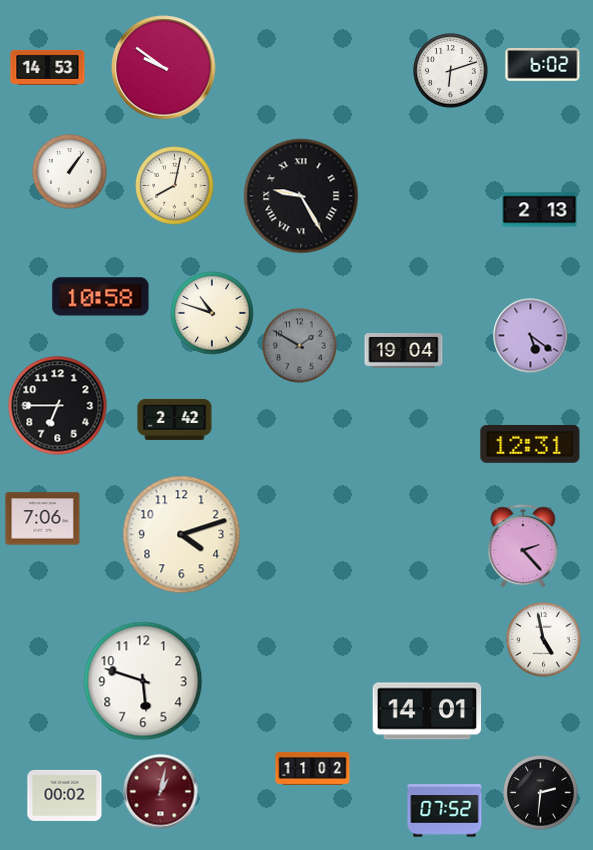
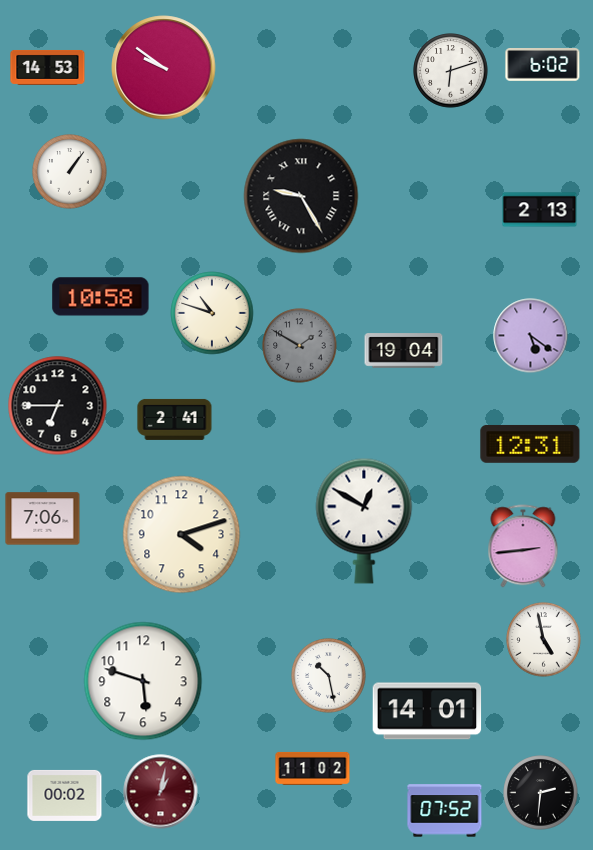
clock at (175, 186): 8:02 -> none
clock at (175, 419): 2:42 -> 2:41
clock at (364, 521): none -> 12:50
clock at (523, 546): 2:23 -> 2:44
clock at (329, 676): none -> 10:28
